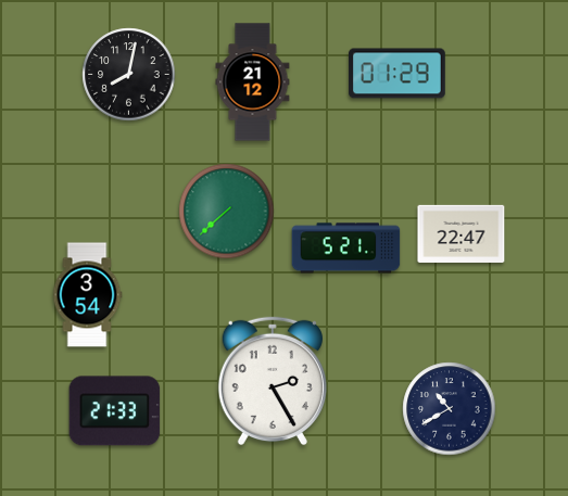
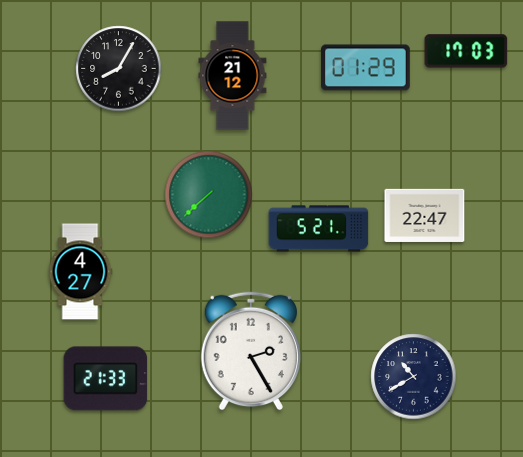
clock at (466, 51): none -> 17:03
clock at (129, 75): 8:02 -> 8:05
clock at (87, 295): 3:54 -> 4:27
